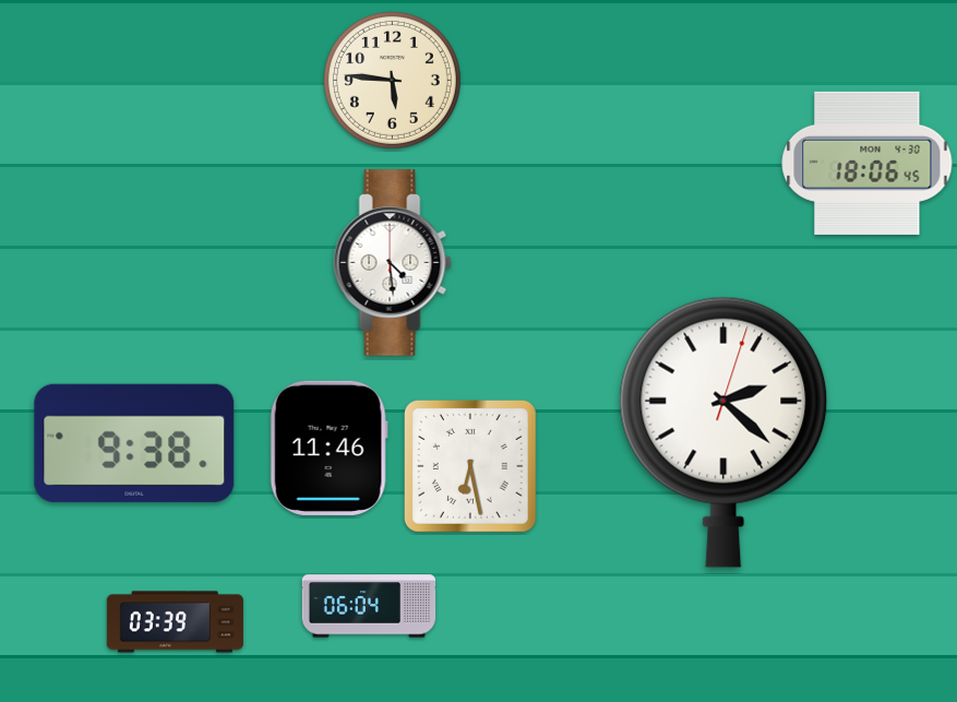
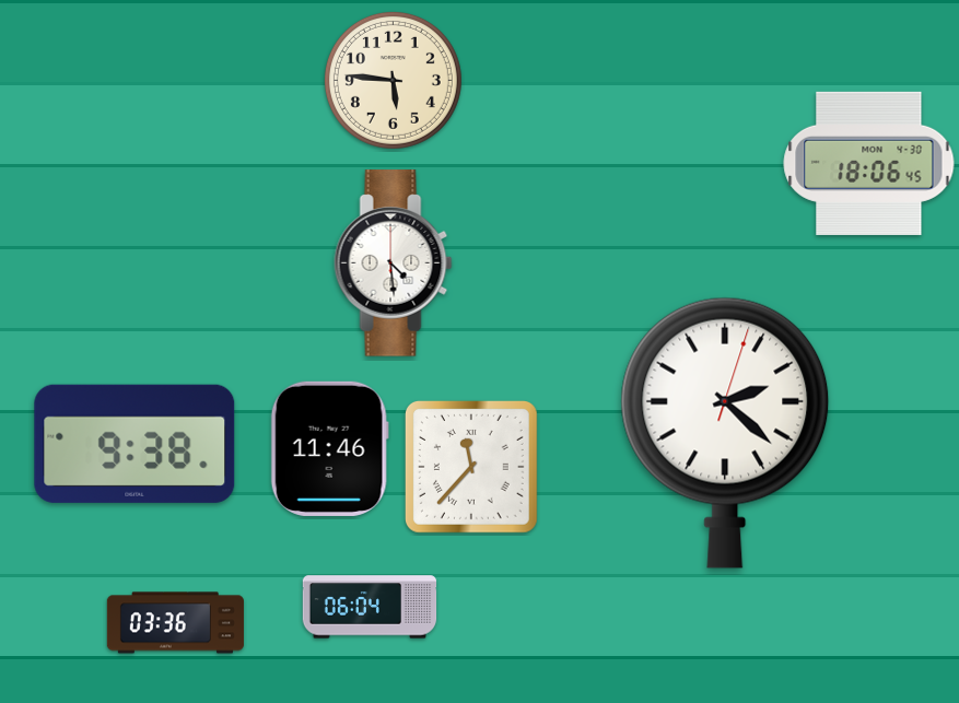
clock at (470, 466): 6:28 -> 11:37
clock at (175, 622): 03:39 -> 03:36
